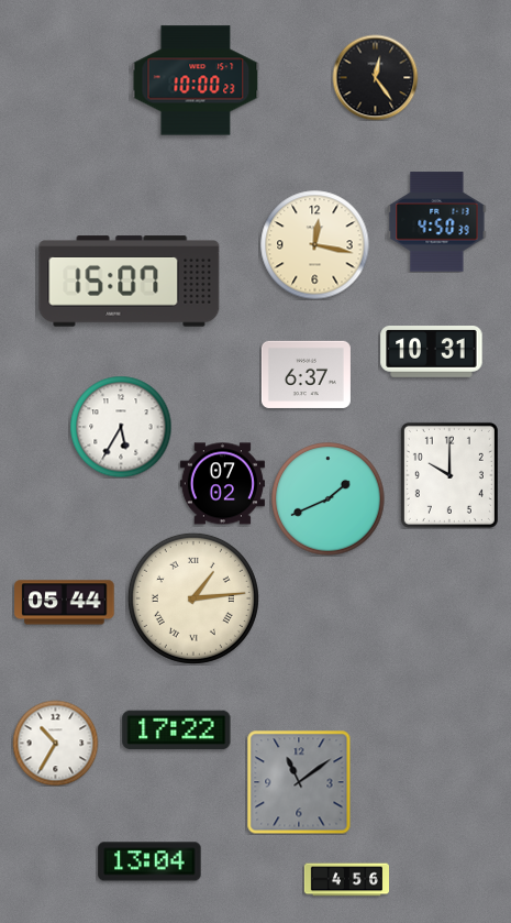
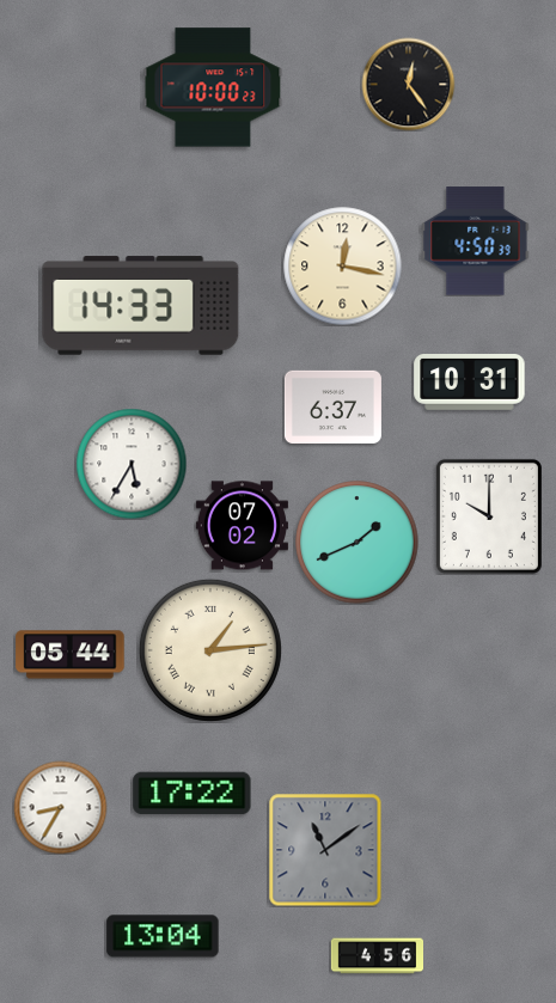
clock at (130, 282): 15:07 -> 14:33
clock at (55, 743): 10:35 -> 8:35
